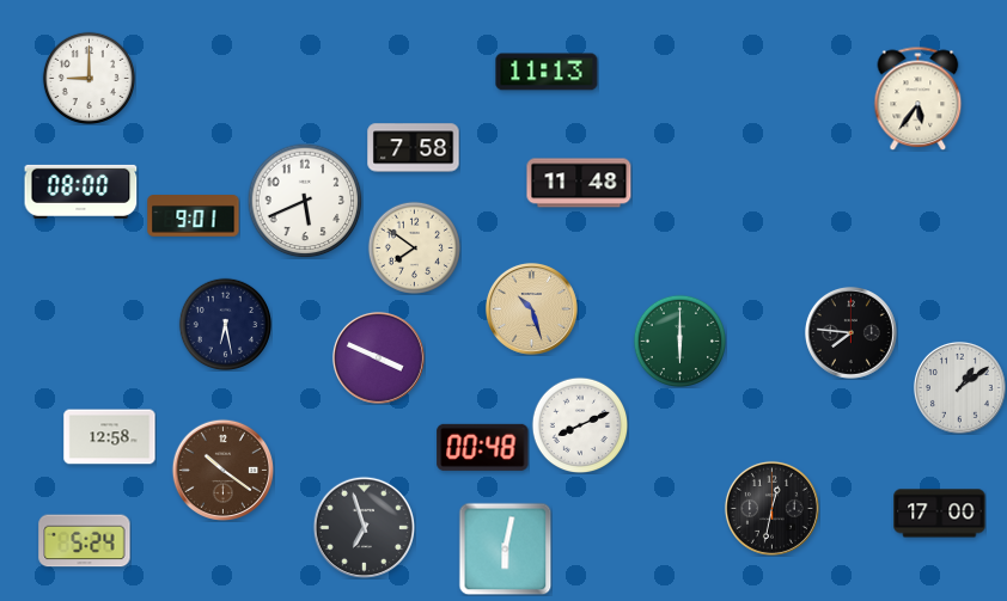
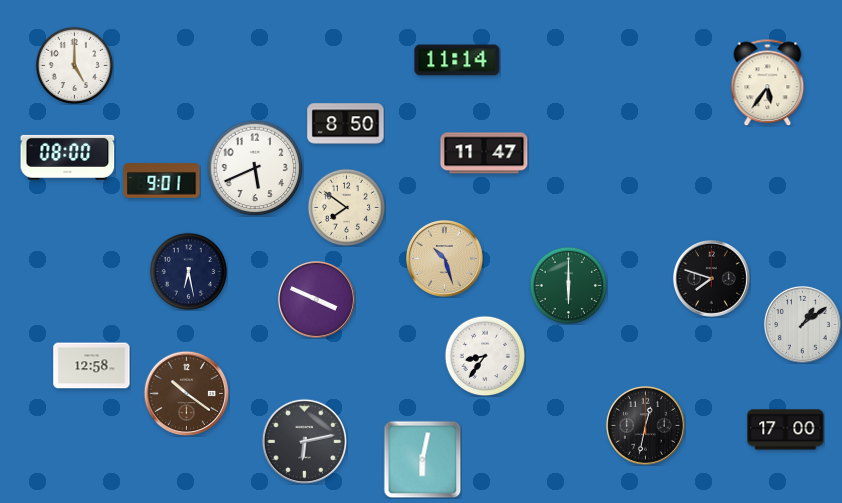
clock at (547, 72): 11:13 -> 11:14
clock at (89, 78): 9:00 -> 5:00
clock at (414, 148): 7:58 -> 8:50
clock at (579, 183): 11:48 -> 11:47
clock at (81, 191) position: (81, 191) -> (68, 157)
clock at (850, 332): 7:46 -> 7:48
clock at (580, 425): 8:11 -> 8:36
clock at (483, 447): 00:48 -> none
clock at (364, 527): 6:57 -> 6:13
clock at (85, 541): 5:24 -> none
